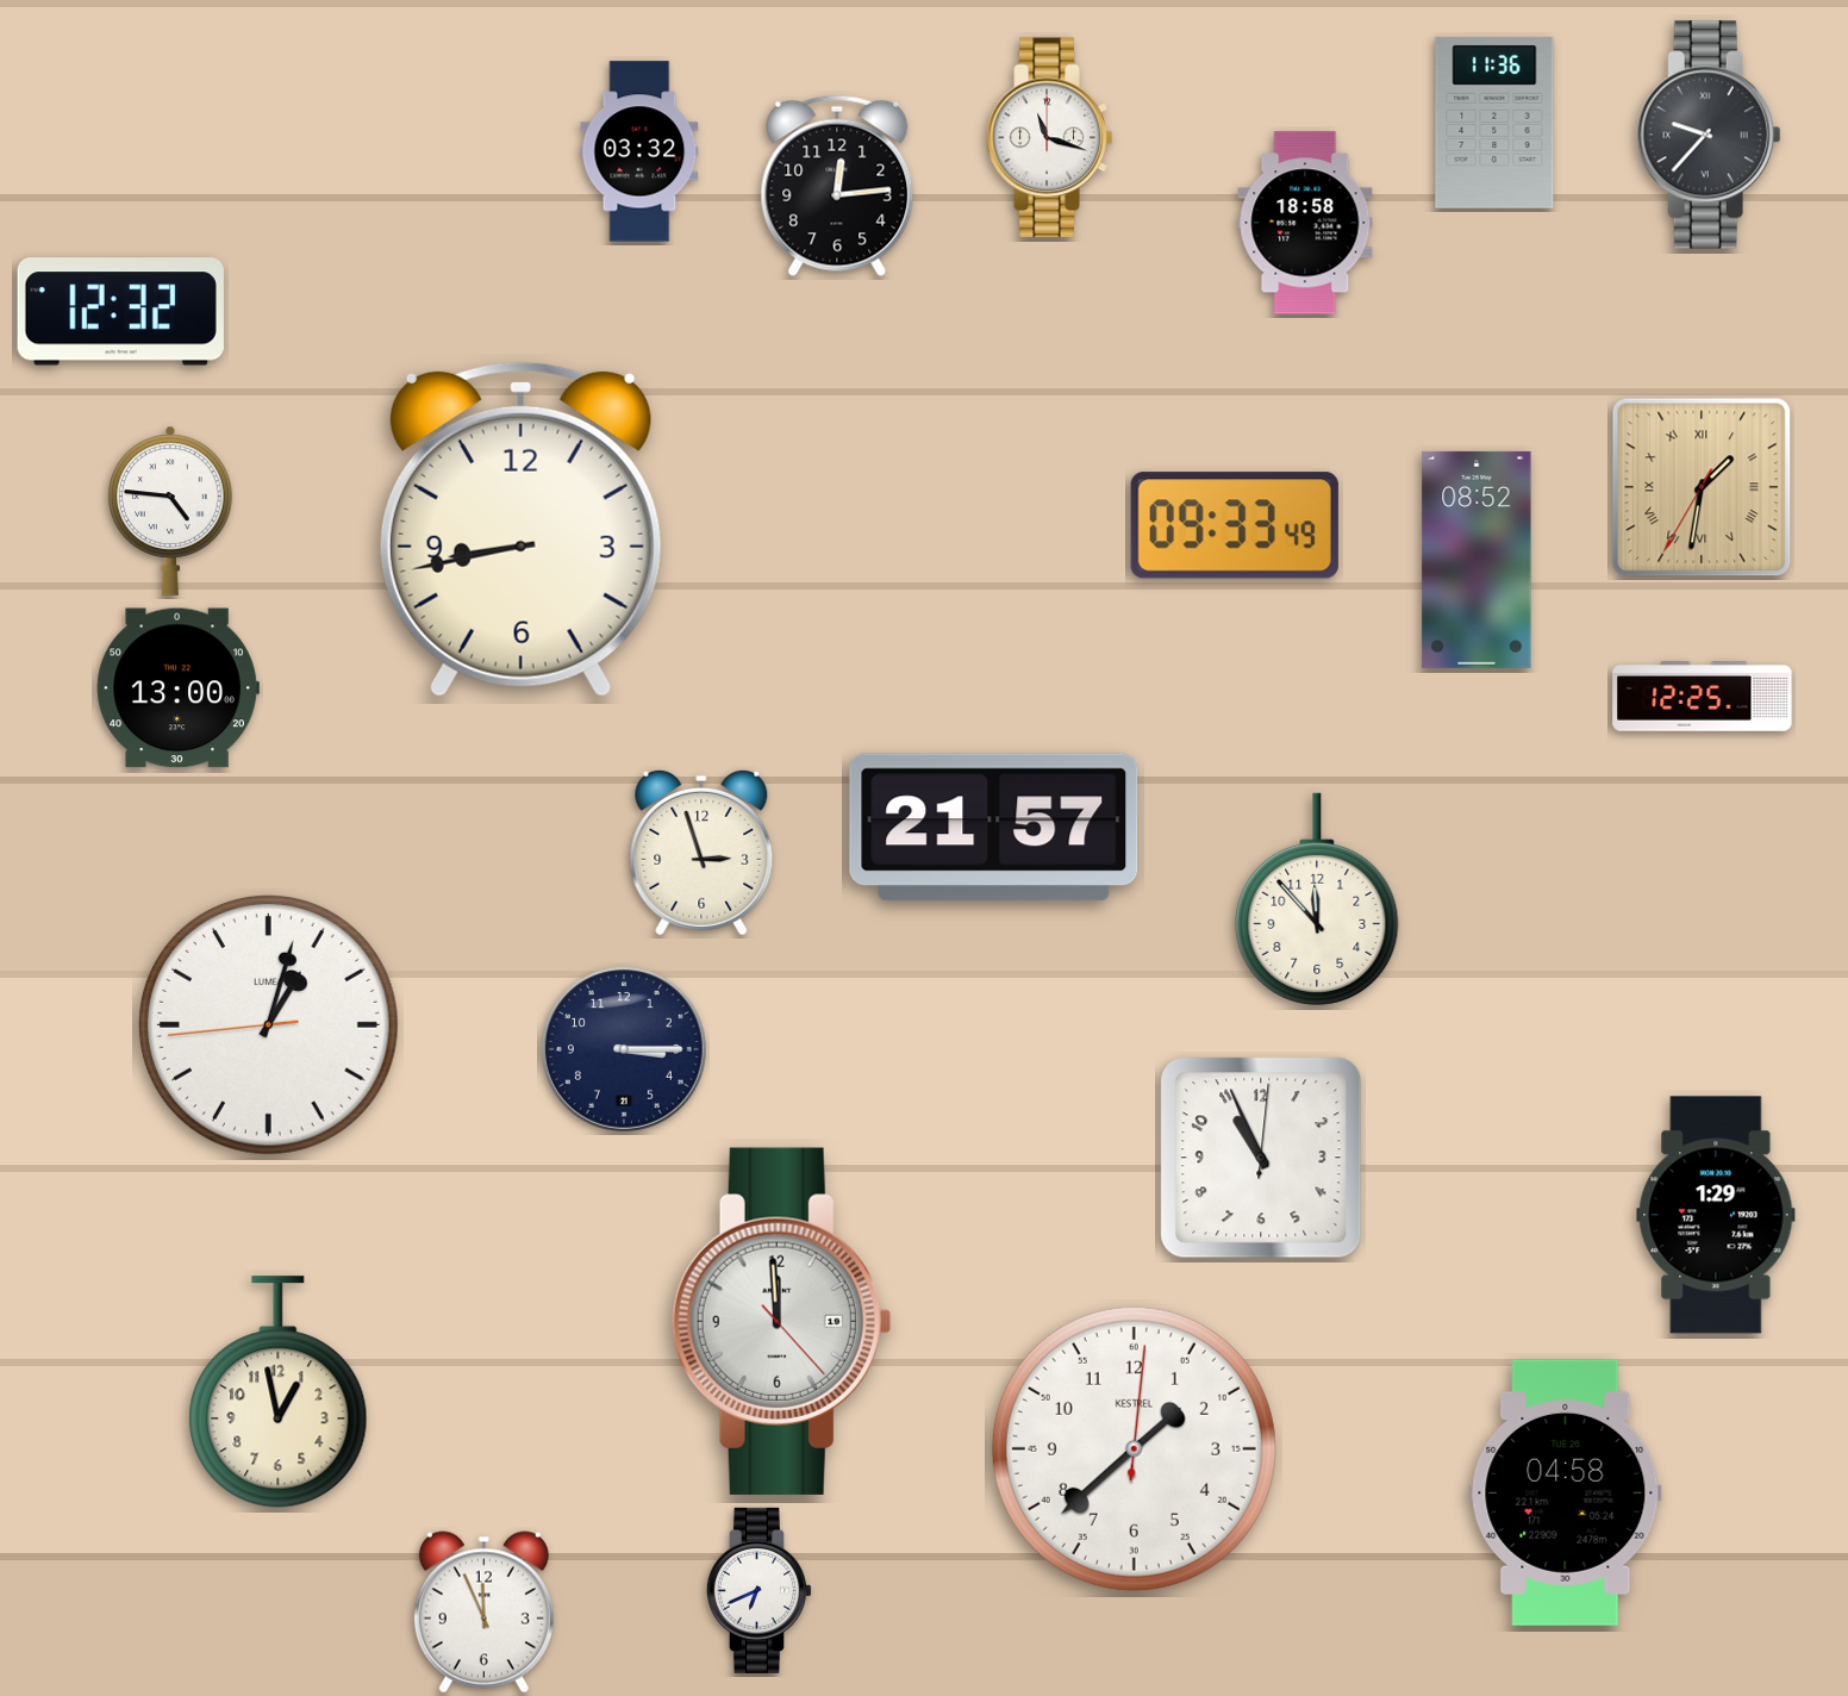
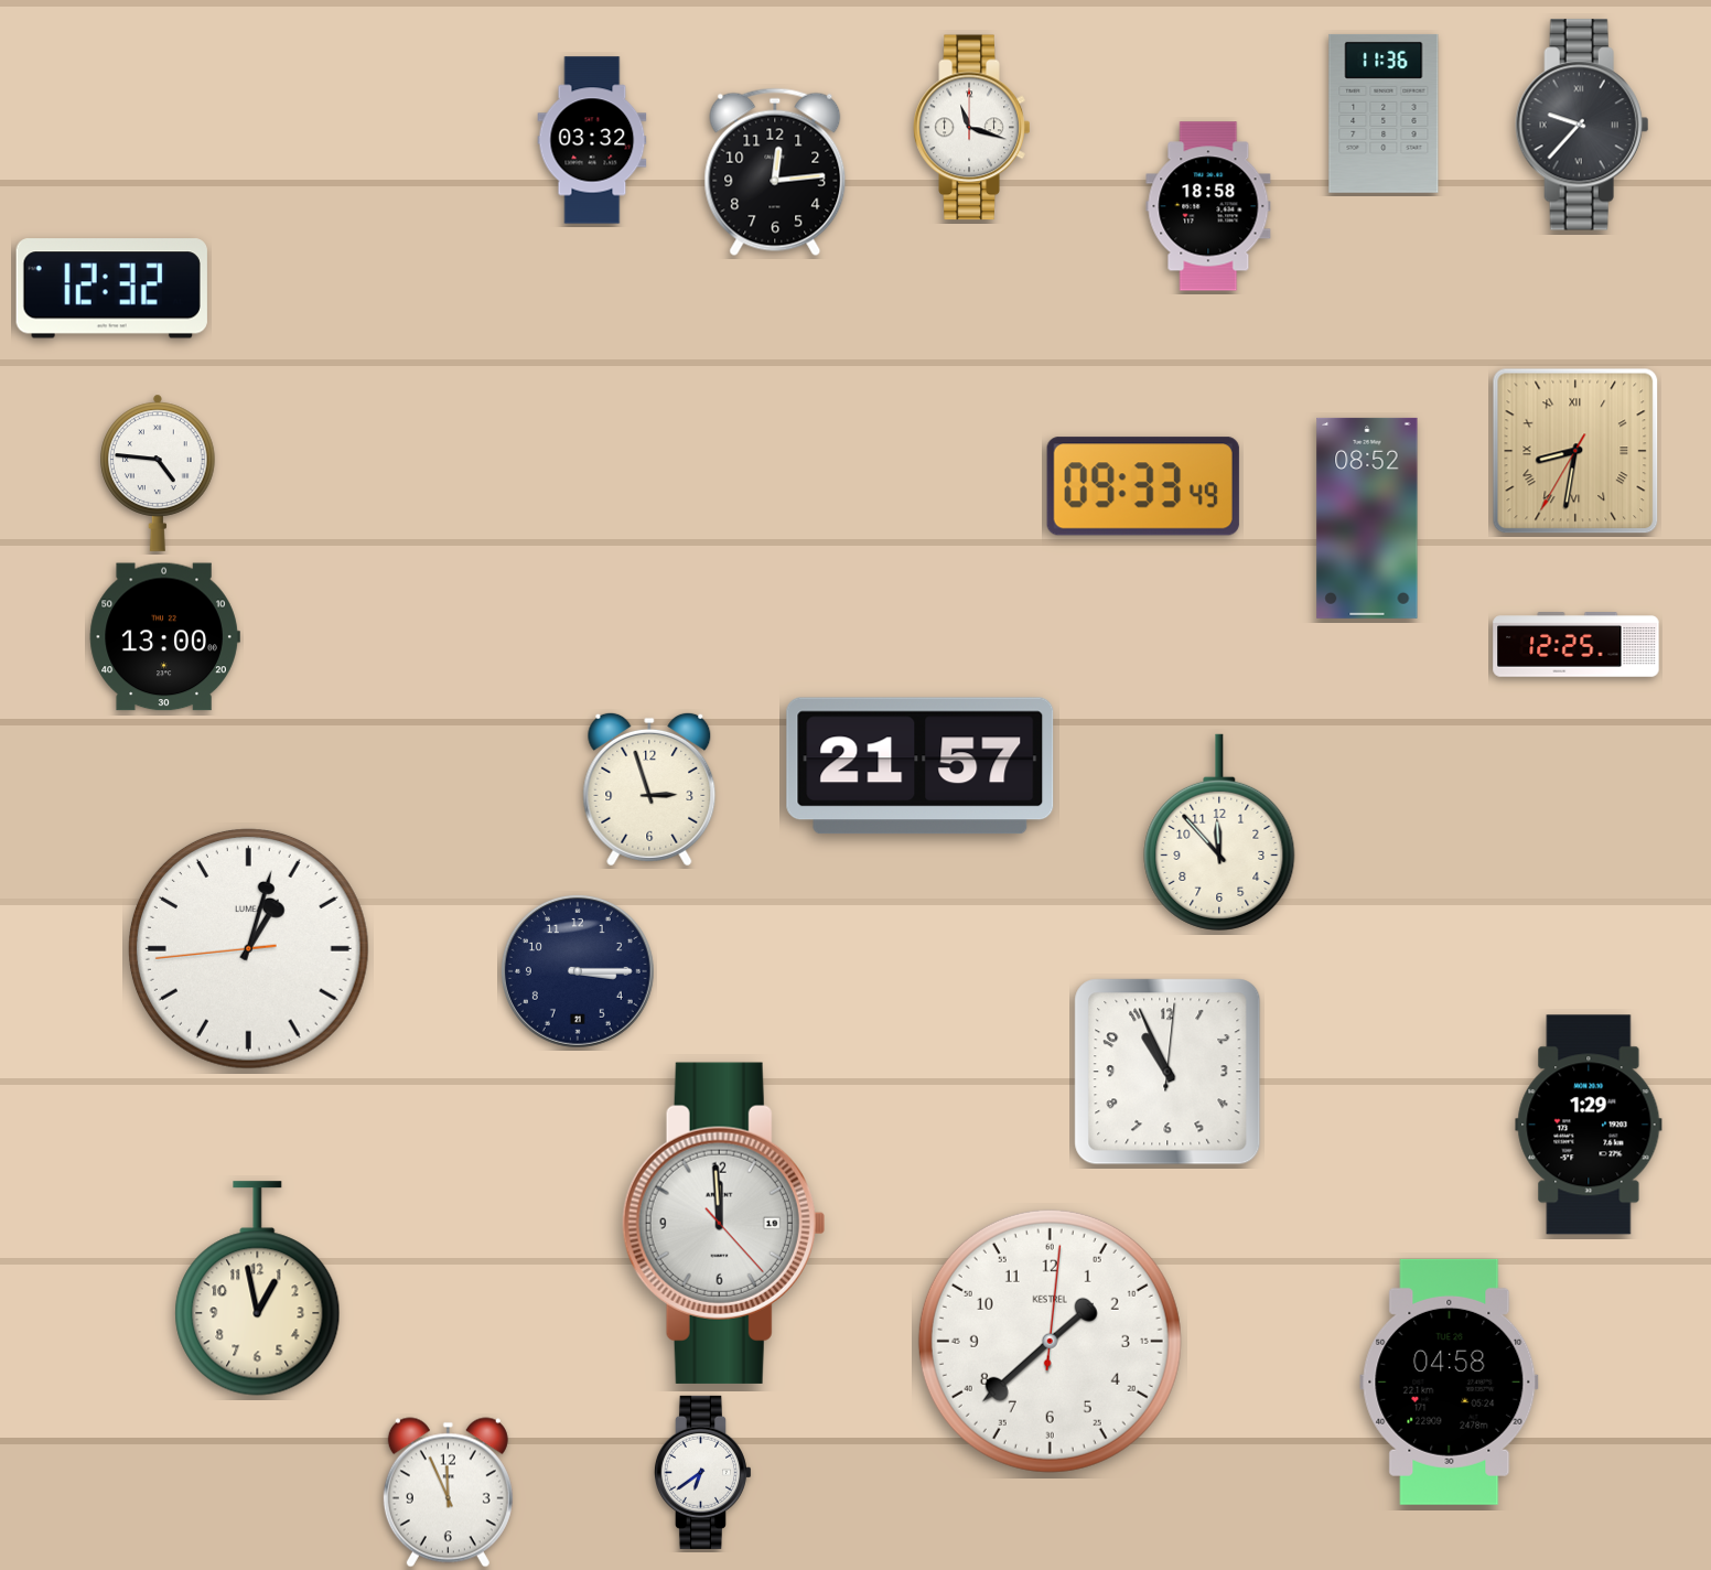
clock at (1702, 487): 1:31 -> 8:31
clock at (520, 529): 8:43 -> none
clock at (758, 1590): 6:41 -> 6:39
